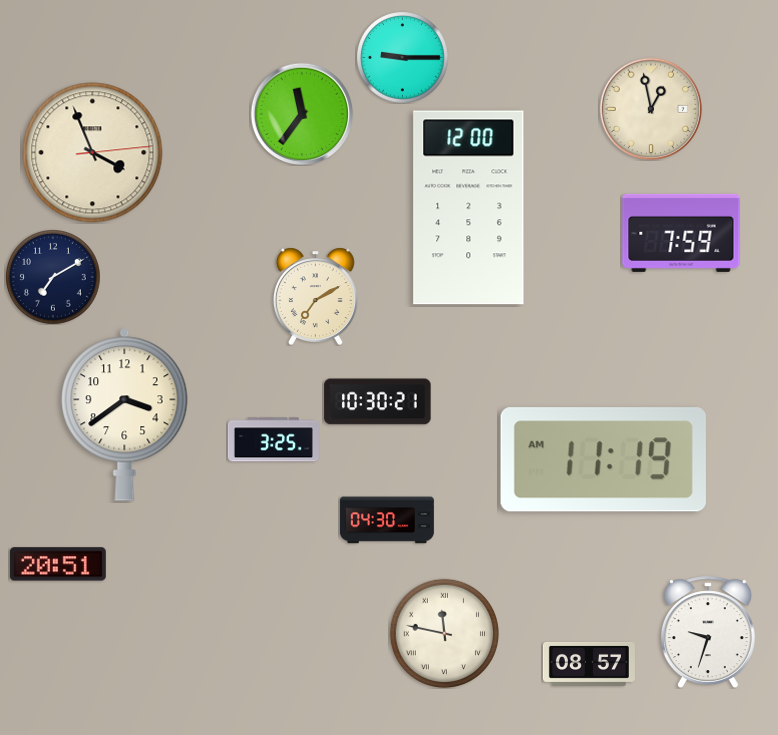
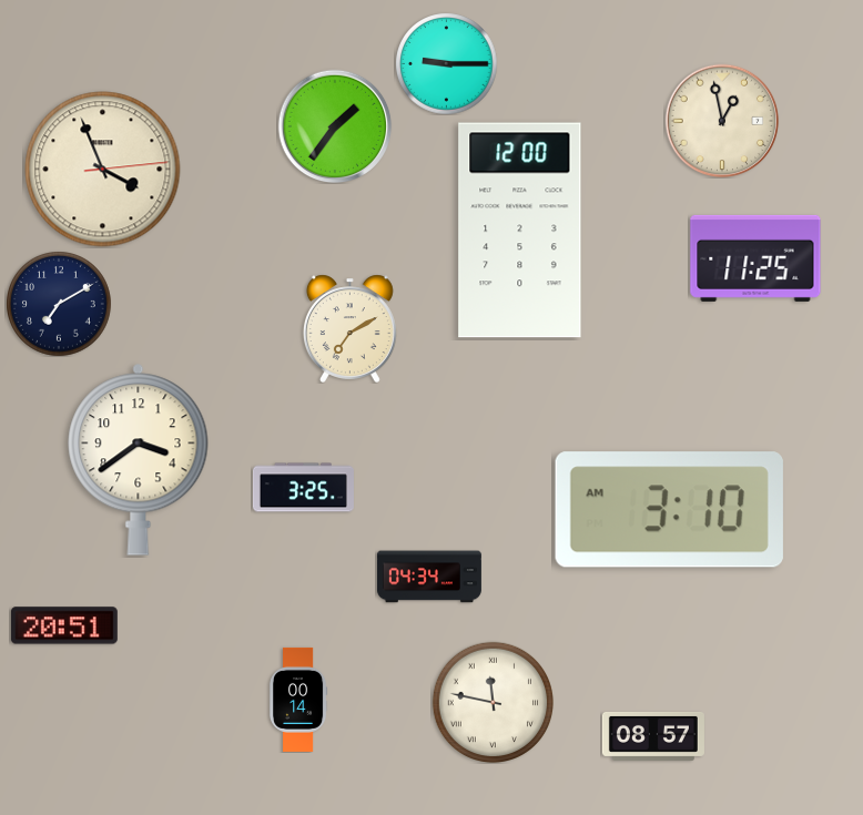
clock at (302, 114): 11:36 -> 1:36
clock at (681, 233): 7:59 -> 11:25
clock at (53, 277) position: (53, 277) -> (59, 304)
clock at (378, 402): 10:30 -> none
clock at (603, 460): 11:19 -> 3:10
clock at (387, 520): 04:30 -> 04:34
clock at (298, 700): none -> 00:14
clock at (708, 632): 9:33 -> none
